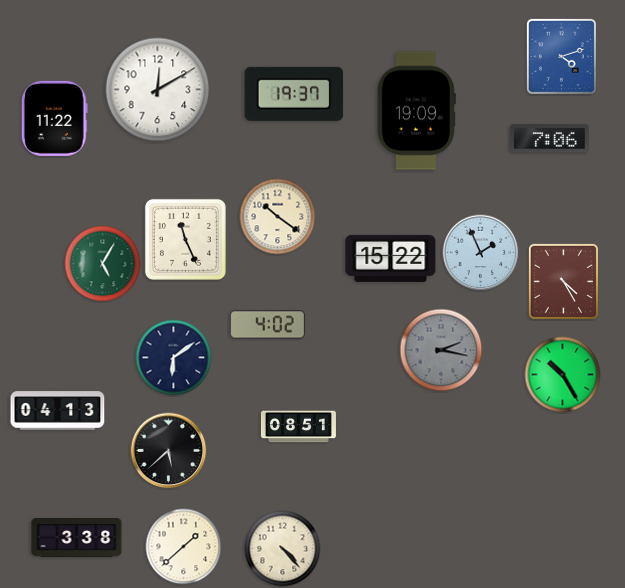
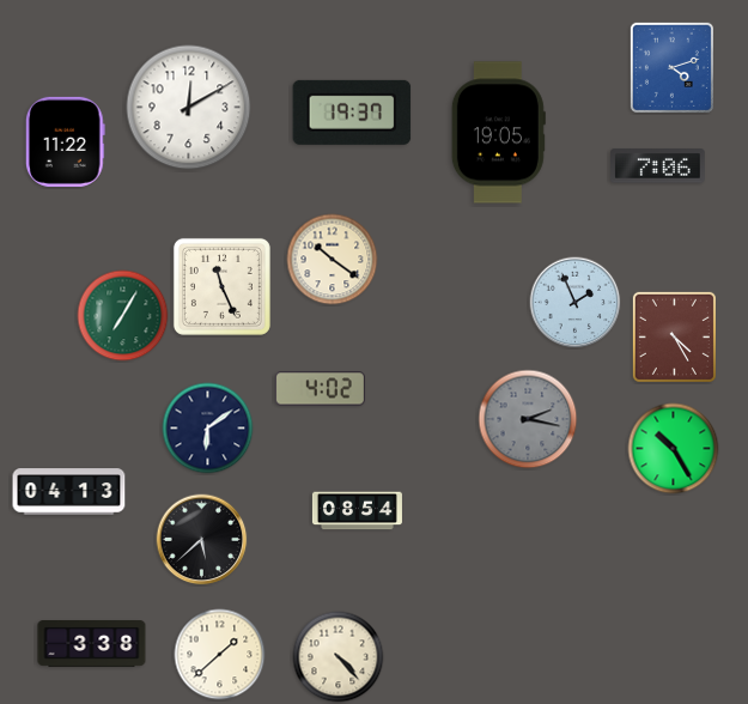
clock at (416, 111): 19:09 -> 19:05
clock at (391, 258): 15:22 -> none
clock at (103, 264): 5:05 -> 7:05
clock at (298, 427): 08:51 -> 08:54
